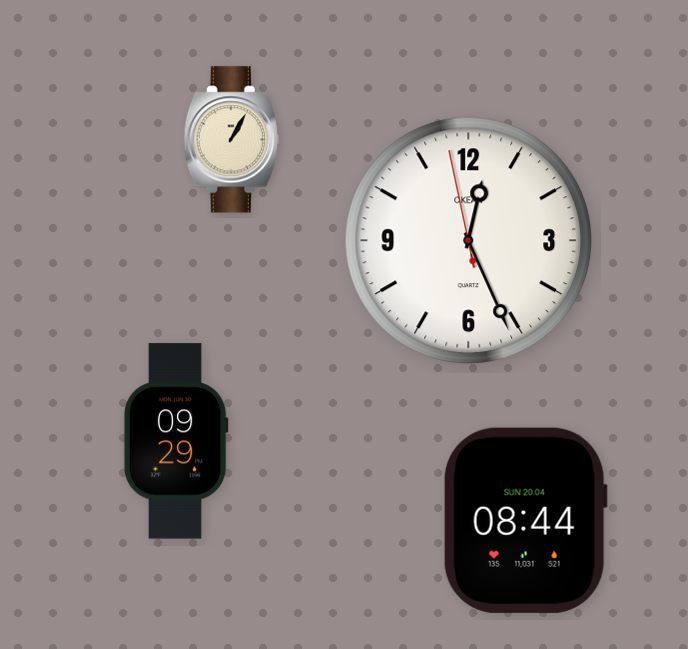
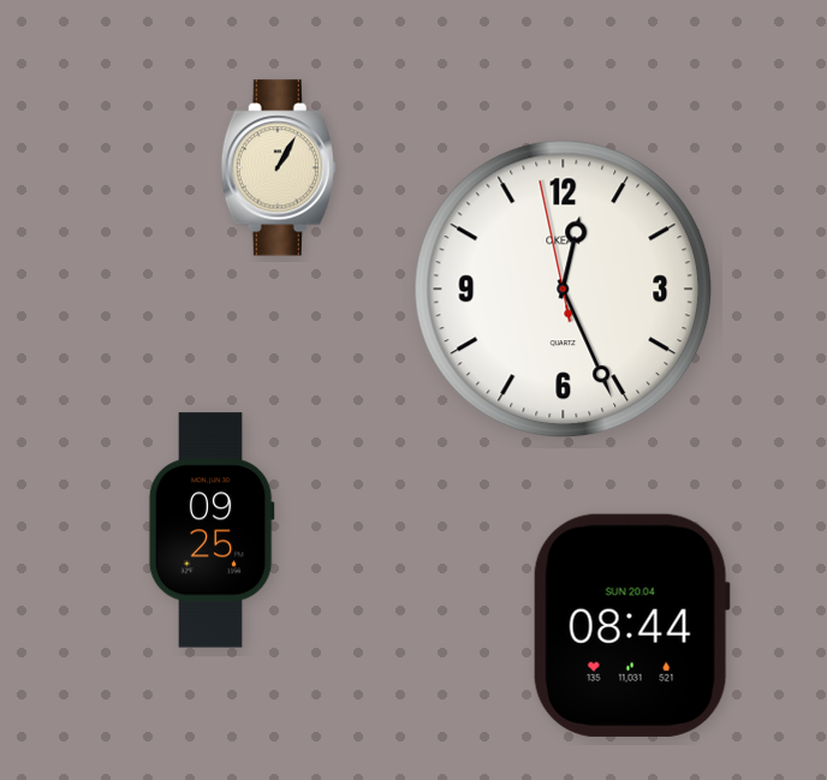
clock at (176, 441): 09:29 -> 09:25
